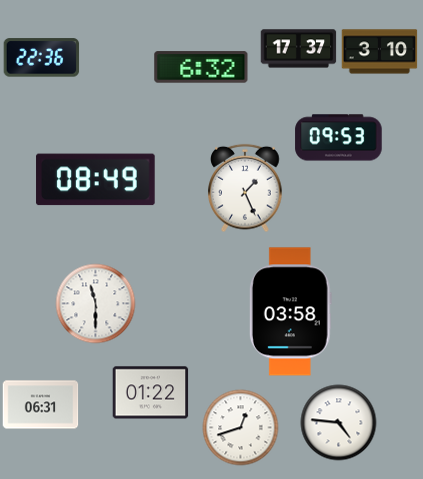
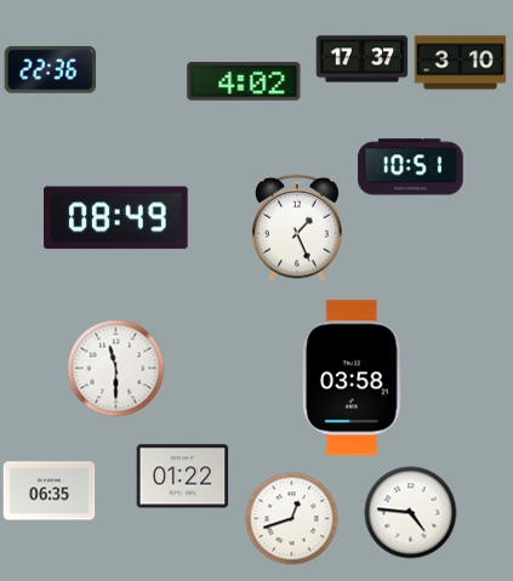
clock at (201, 67): 6:32 -> 4:02
clock at (339, 138): 09:53 -> 10:51
clock at (41, 405): 06:31 -> 06:35
